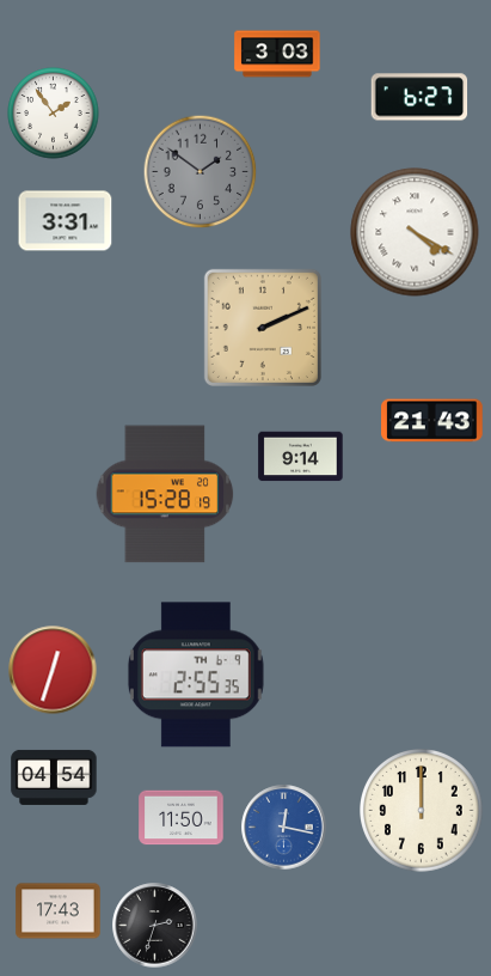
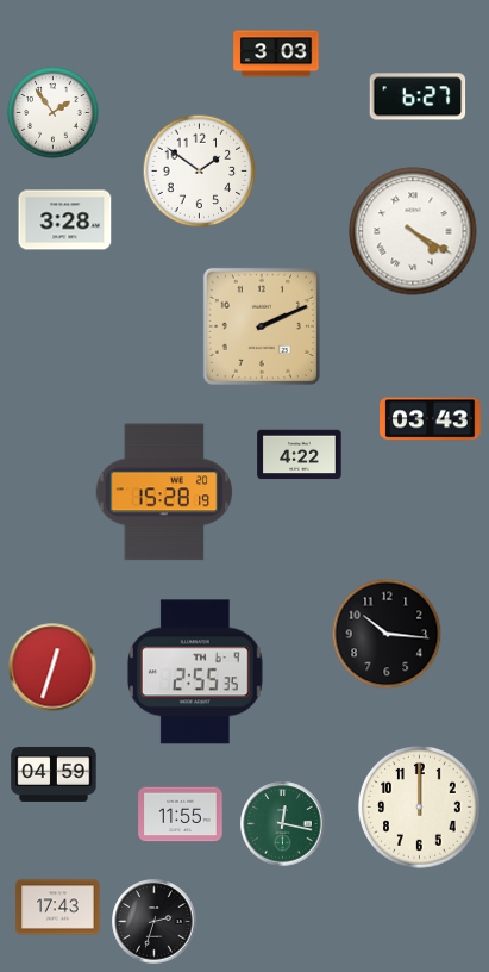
clock at (201, 172) dial: grey -> white
clock at (66, 221): 3:31 -> 3:28
clock at (432, 421): 21:43 -> 03:43
clock at (301, 457): 9:14 -> 4:22
clock at (387, 634): none -> 10:16
clock at (54, 777): 04:54 -> 04:59
clock at (182, 818): 11:50 -> 11:55
clock at (284, 828) dial: blue -> green
